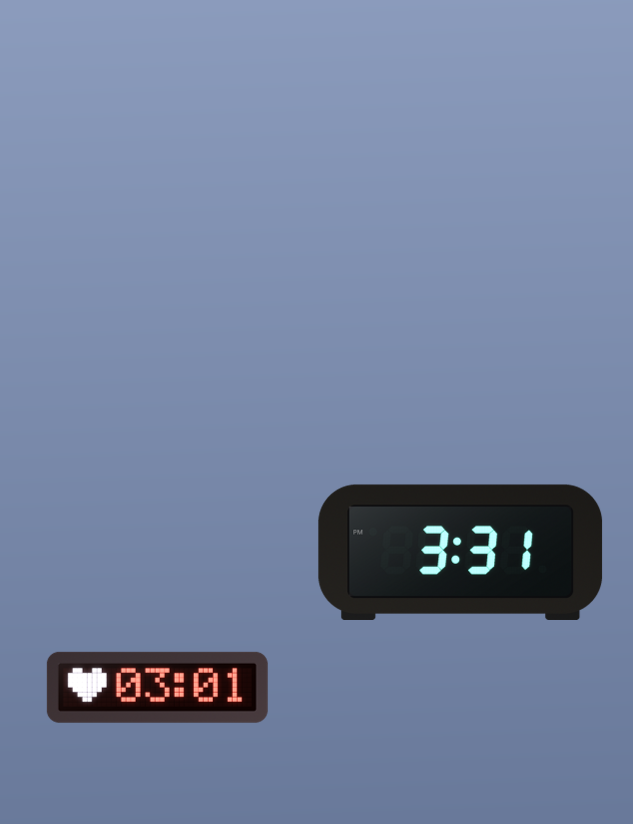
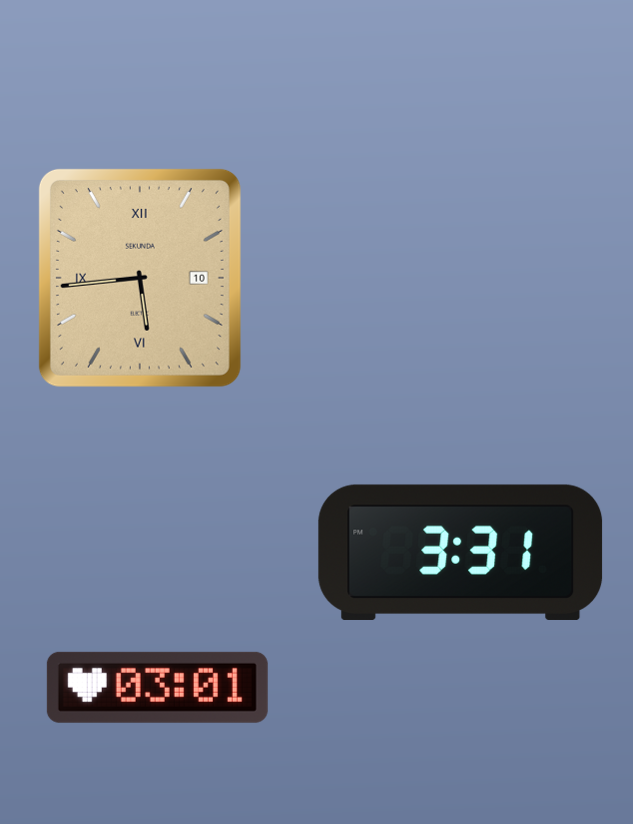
clock at (140, 278): none -> 5:44
